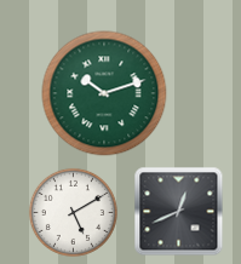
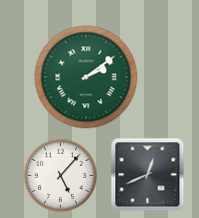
clock at (104, 93): 10:12 -> 2:09
clock at (73, 212): 5:10 -> 5:07
